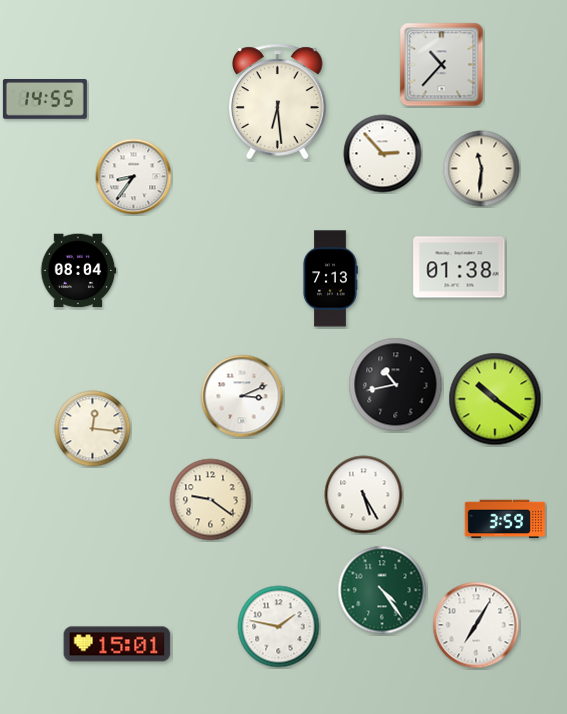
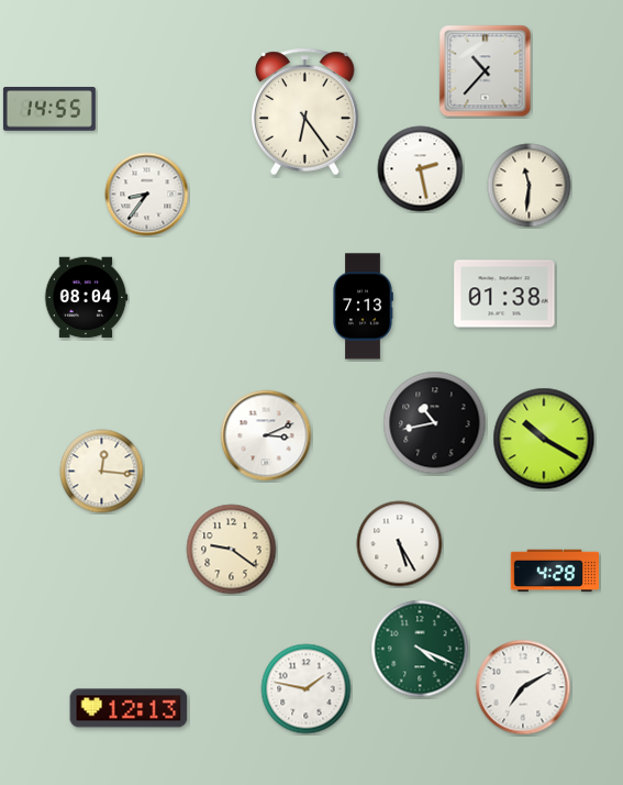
clock at (278, 102): 6:29 -> 6:24
clock at (383, 154): 2:53 -> 2:28
clock at (495, 399): 10:21 -> 10:20
clock at (504, 519): 3:59 -> 4:28
clock at (382, 590): 4:24 -> 4:19
clock at (476, 625): 7:05 -> 7:10
clock at (117, 644): 15:01 -> 12:13
